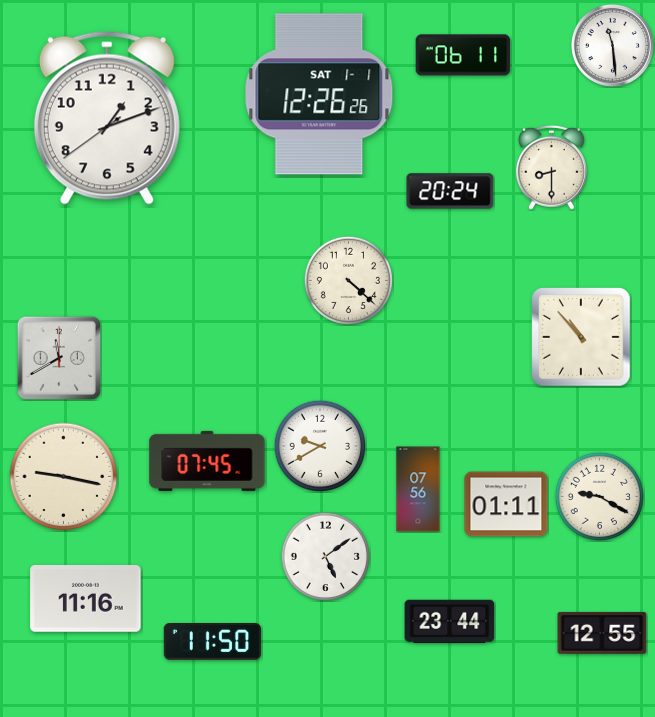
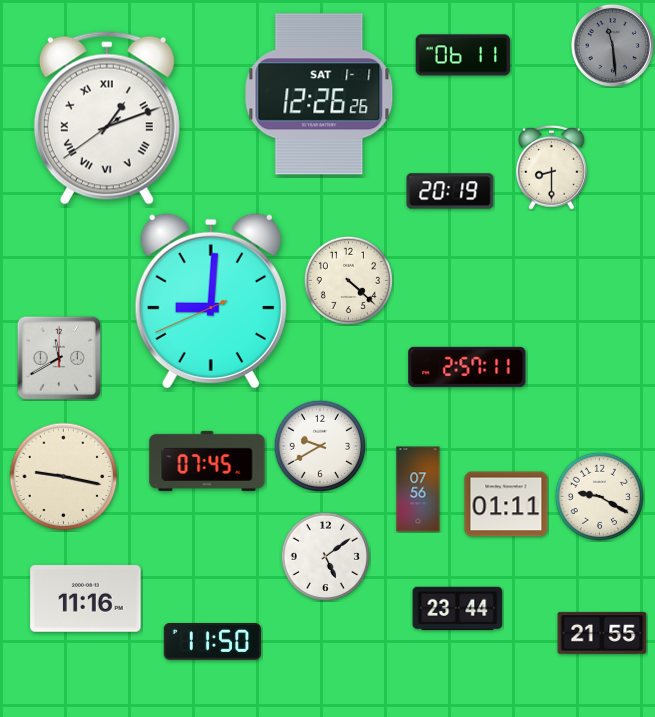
clock at (612, 45) dial: white -> grey
clock at (107, 118) numerals: Arabic -> Roman
clock at (450, 191): 20:24 -> 20:19
clock at (211, 301): none -> 9:00
clock at (581, 337): 10:53 -> none
clock at (467, 367): none -> 2:57
clock at (450, 622) position: (450, 622) -> (458, 609)
clock at (602, 633): 12:55 -> 21:55
